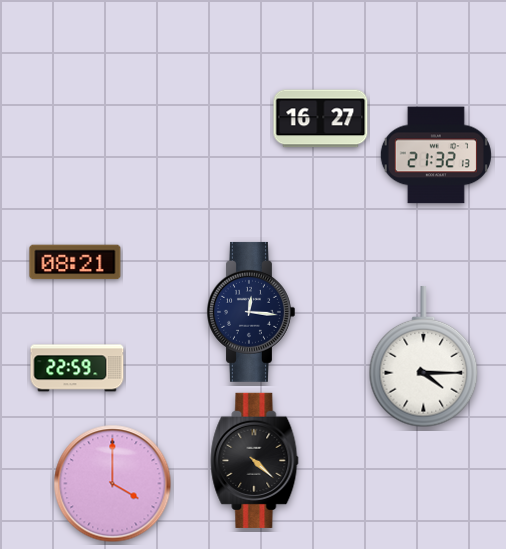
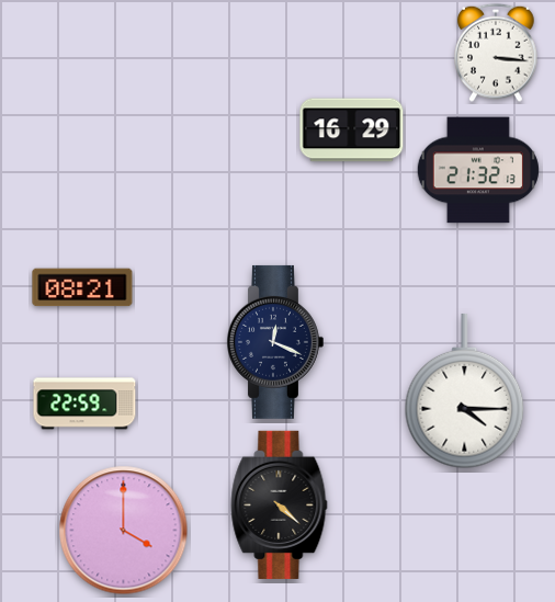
clock at (496, 53): none -> 3:16
clock at (321, 119): 16:27 -> 16:29
clock at (251, 312): 12:16 -> 12:19
